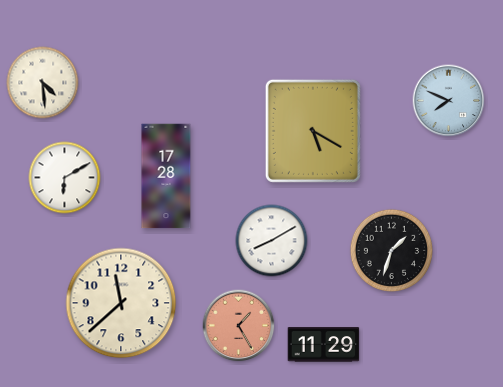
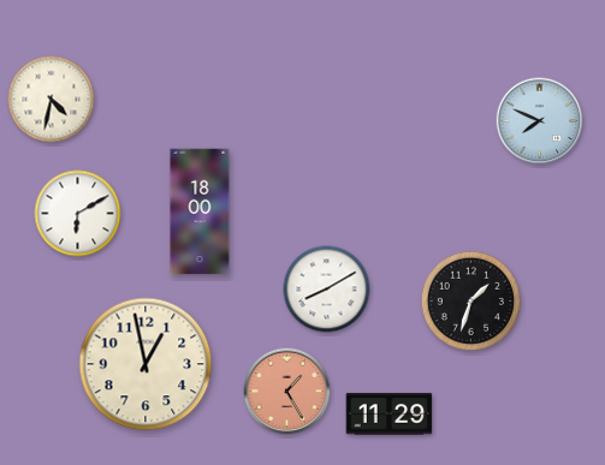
clock at (43, 83): 4:29 -> 4:32
clock at (313, 131): 5:20 -> none
clock at (166, 176): 17:28 -> 18:00
clock at (121, 303): 11:38 -> 12:58
